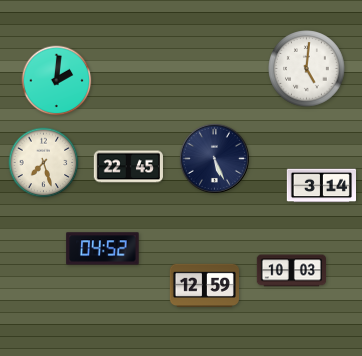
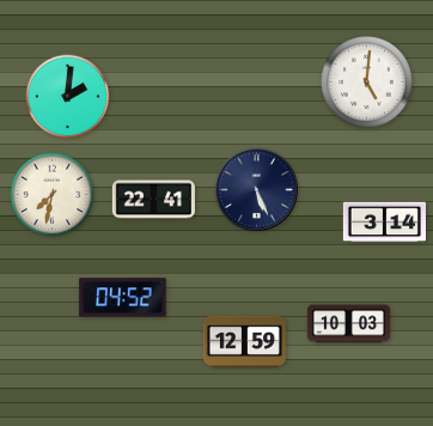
clock at (44, 163): 7:27 -> 7:32
clock at (128, 167): 22:45 -> 22:41
